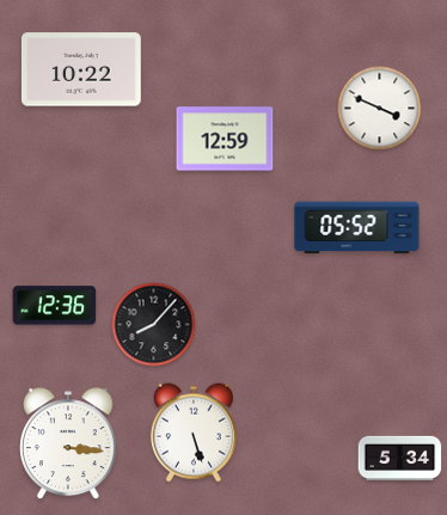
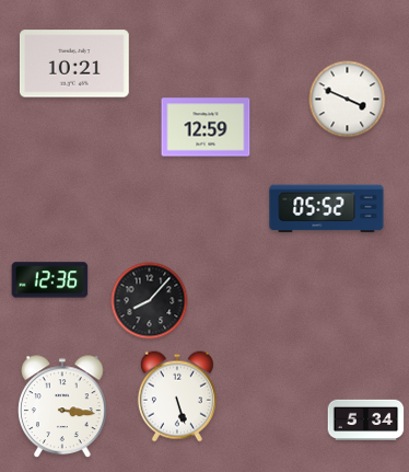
clock at (81, 69): 10:22 -> 10:21
clock at (154, 325) position: (154, 325) -> (150, 301)
